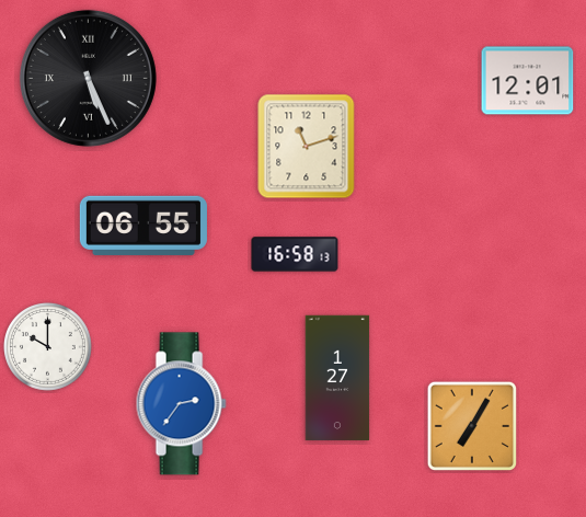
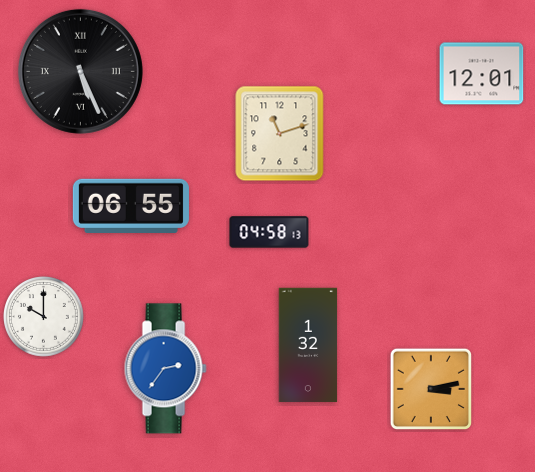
clock at (295, 254): 16:58 -> 04:58
clock at (337, 378): 1:27 -> 1:32
clock at (471, 425): 7:05 -> 3:13
